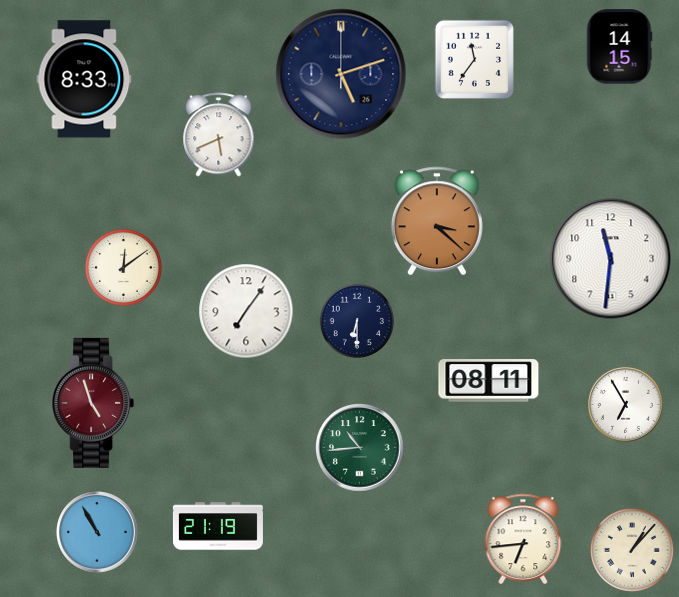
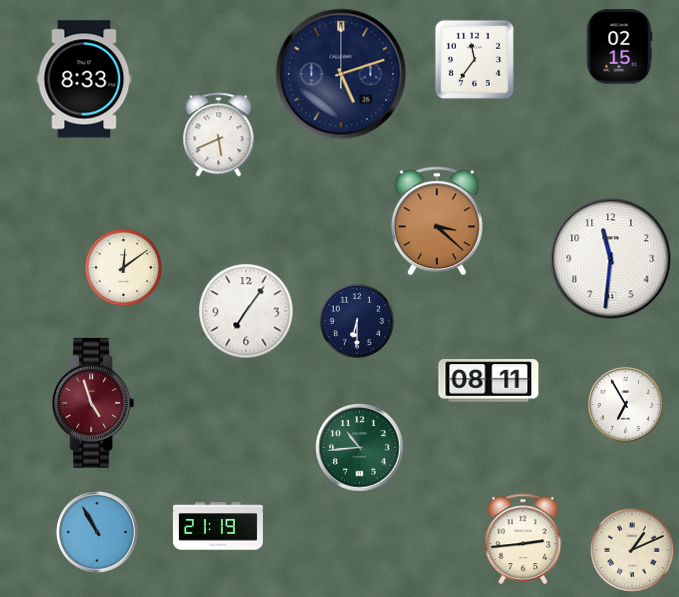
clock at (619, 47): 14:15 -> 02:15
clock at (523, 539): 6:44 -> 2:44
clock at (632, 550): 1:07 -> 1:11
